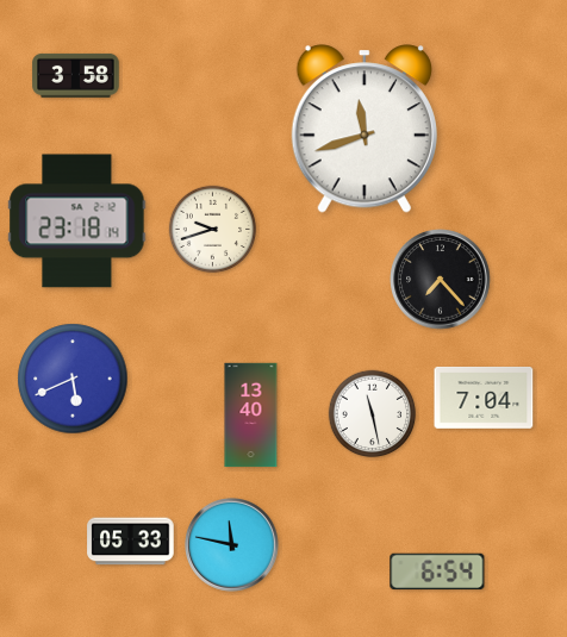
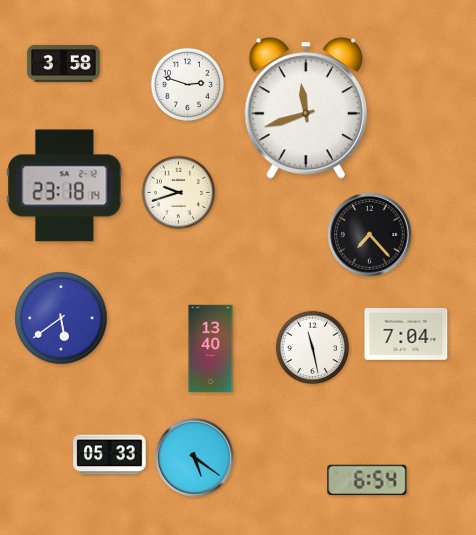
clock at (188, 85): none -> 2:48
clock at (73, 379): 5:41 -> 5:39
clock at (232, 545): 11:47 -> 5:21
